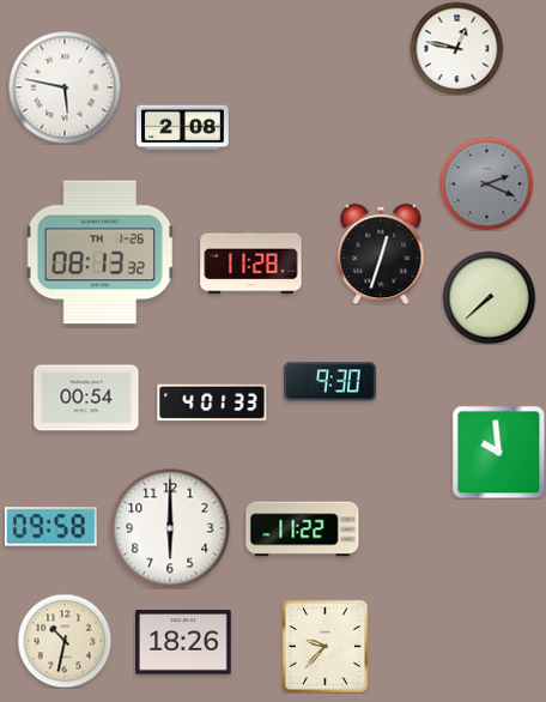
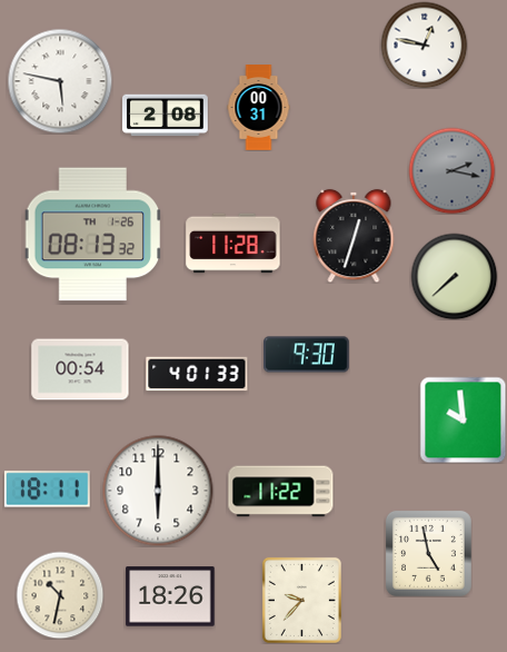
clock at (259, 108): none -> 00:31
clock at (183, 128) position: (183, 128) -> (166, 116)
clock at (486, 183): 2:19 -> 2:17
clock at (50, 527): 09:58 -> 18:11
clock at (428, 553): none -> 4:58
